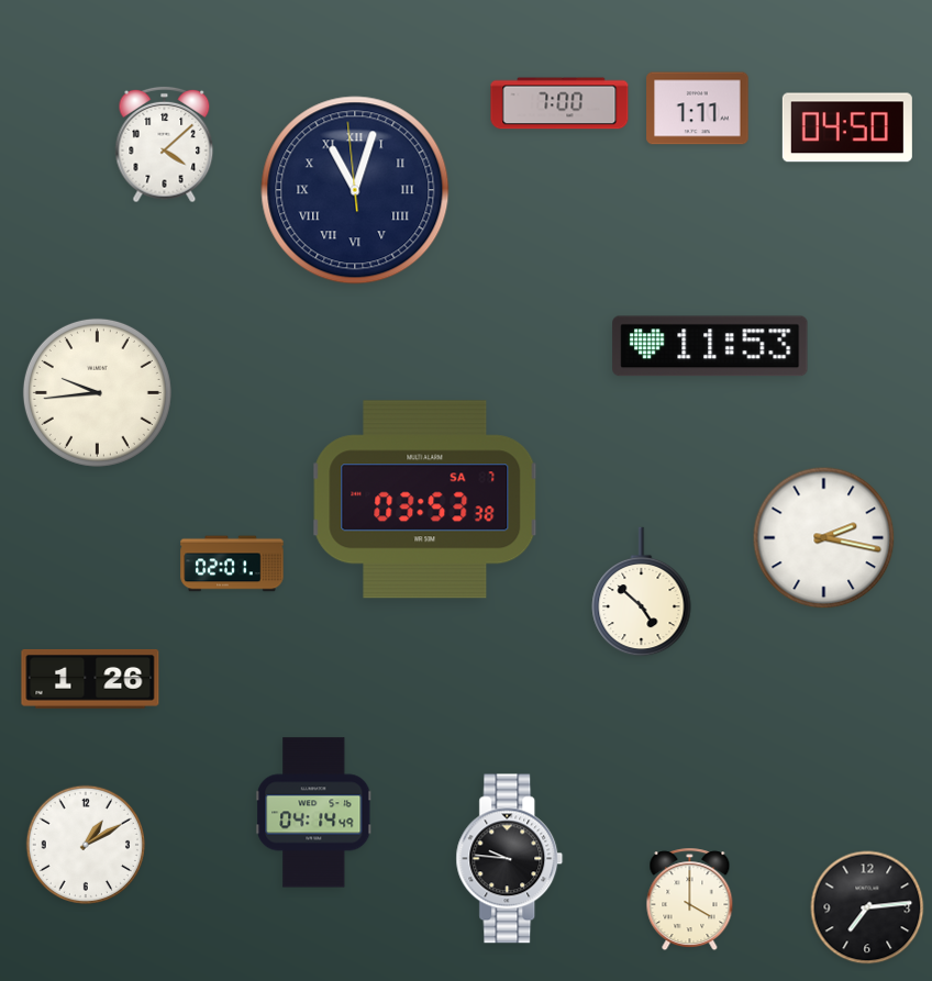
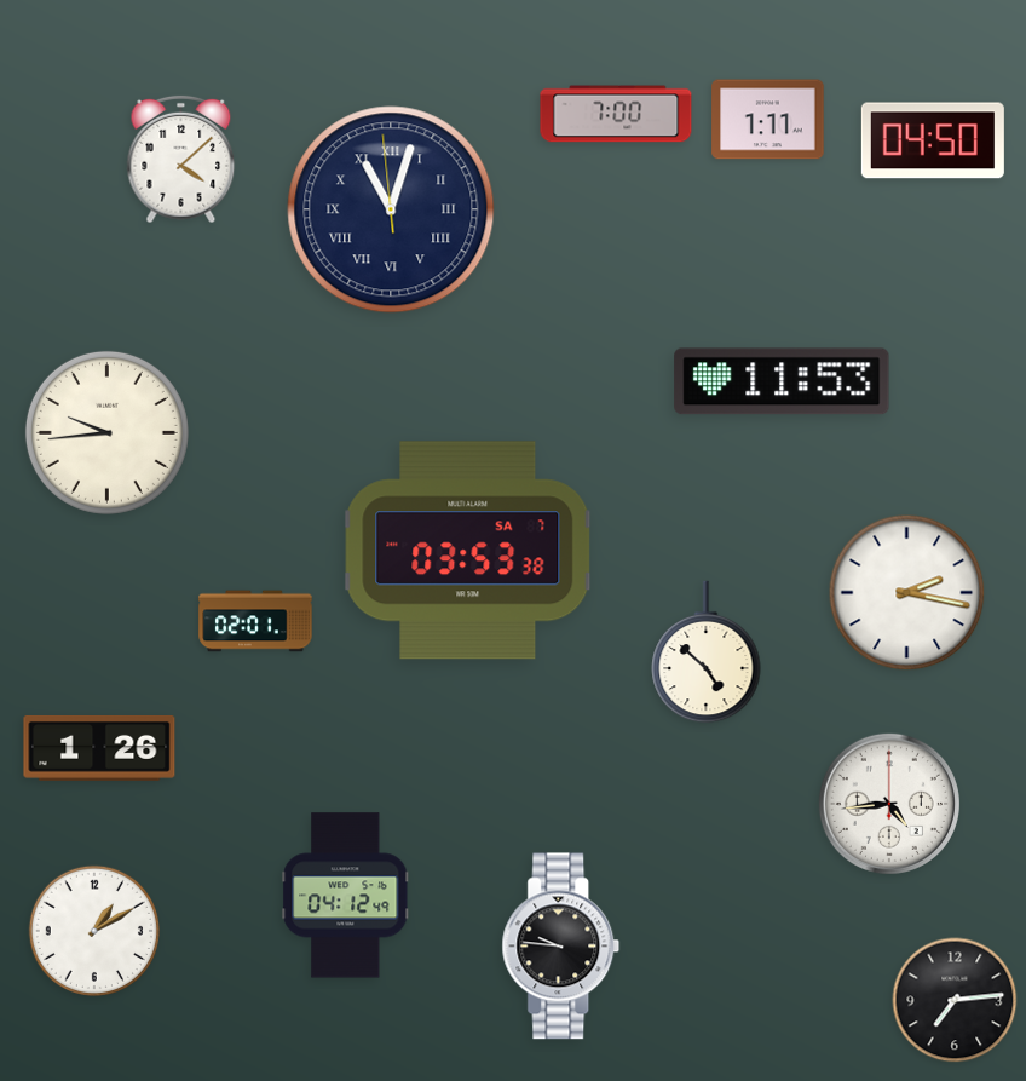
clock at (889, 804): none -> 4:44
clock at (314, 813): 04:14 -> 04:12
clock at (690, 900): 4:00 -> none
